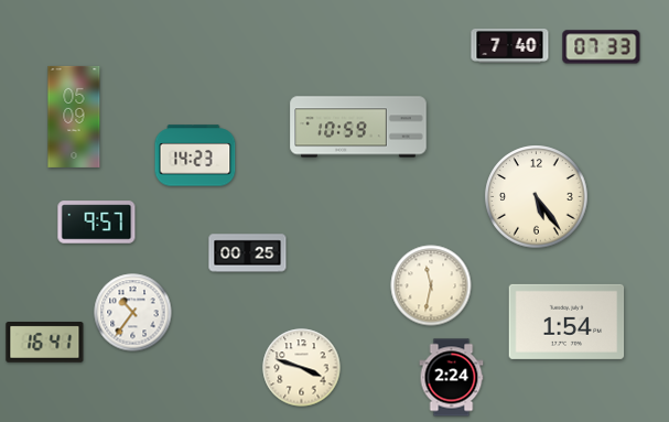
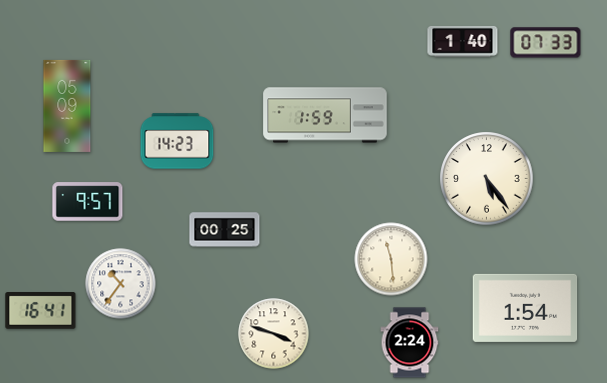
clock at (510, 45): 7:40 -> 1:40
clock at (358, 127): 10:59 -> 1:59
clock at (431, 285): 11:32 -> 11:29
clock at (567, 322) position: (567, 322) -> (525, 308)
